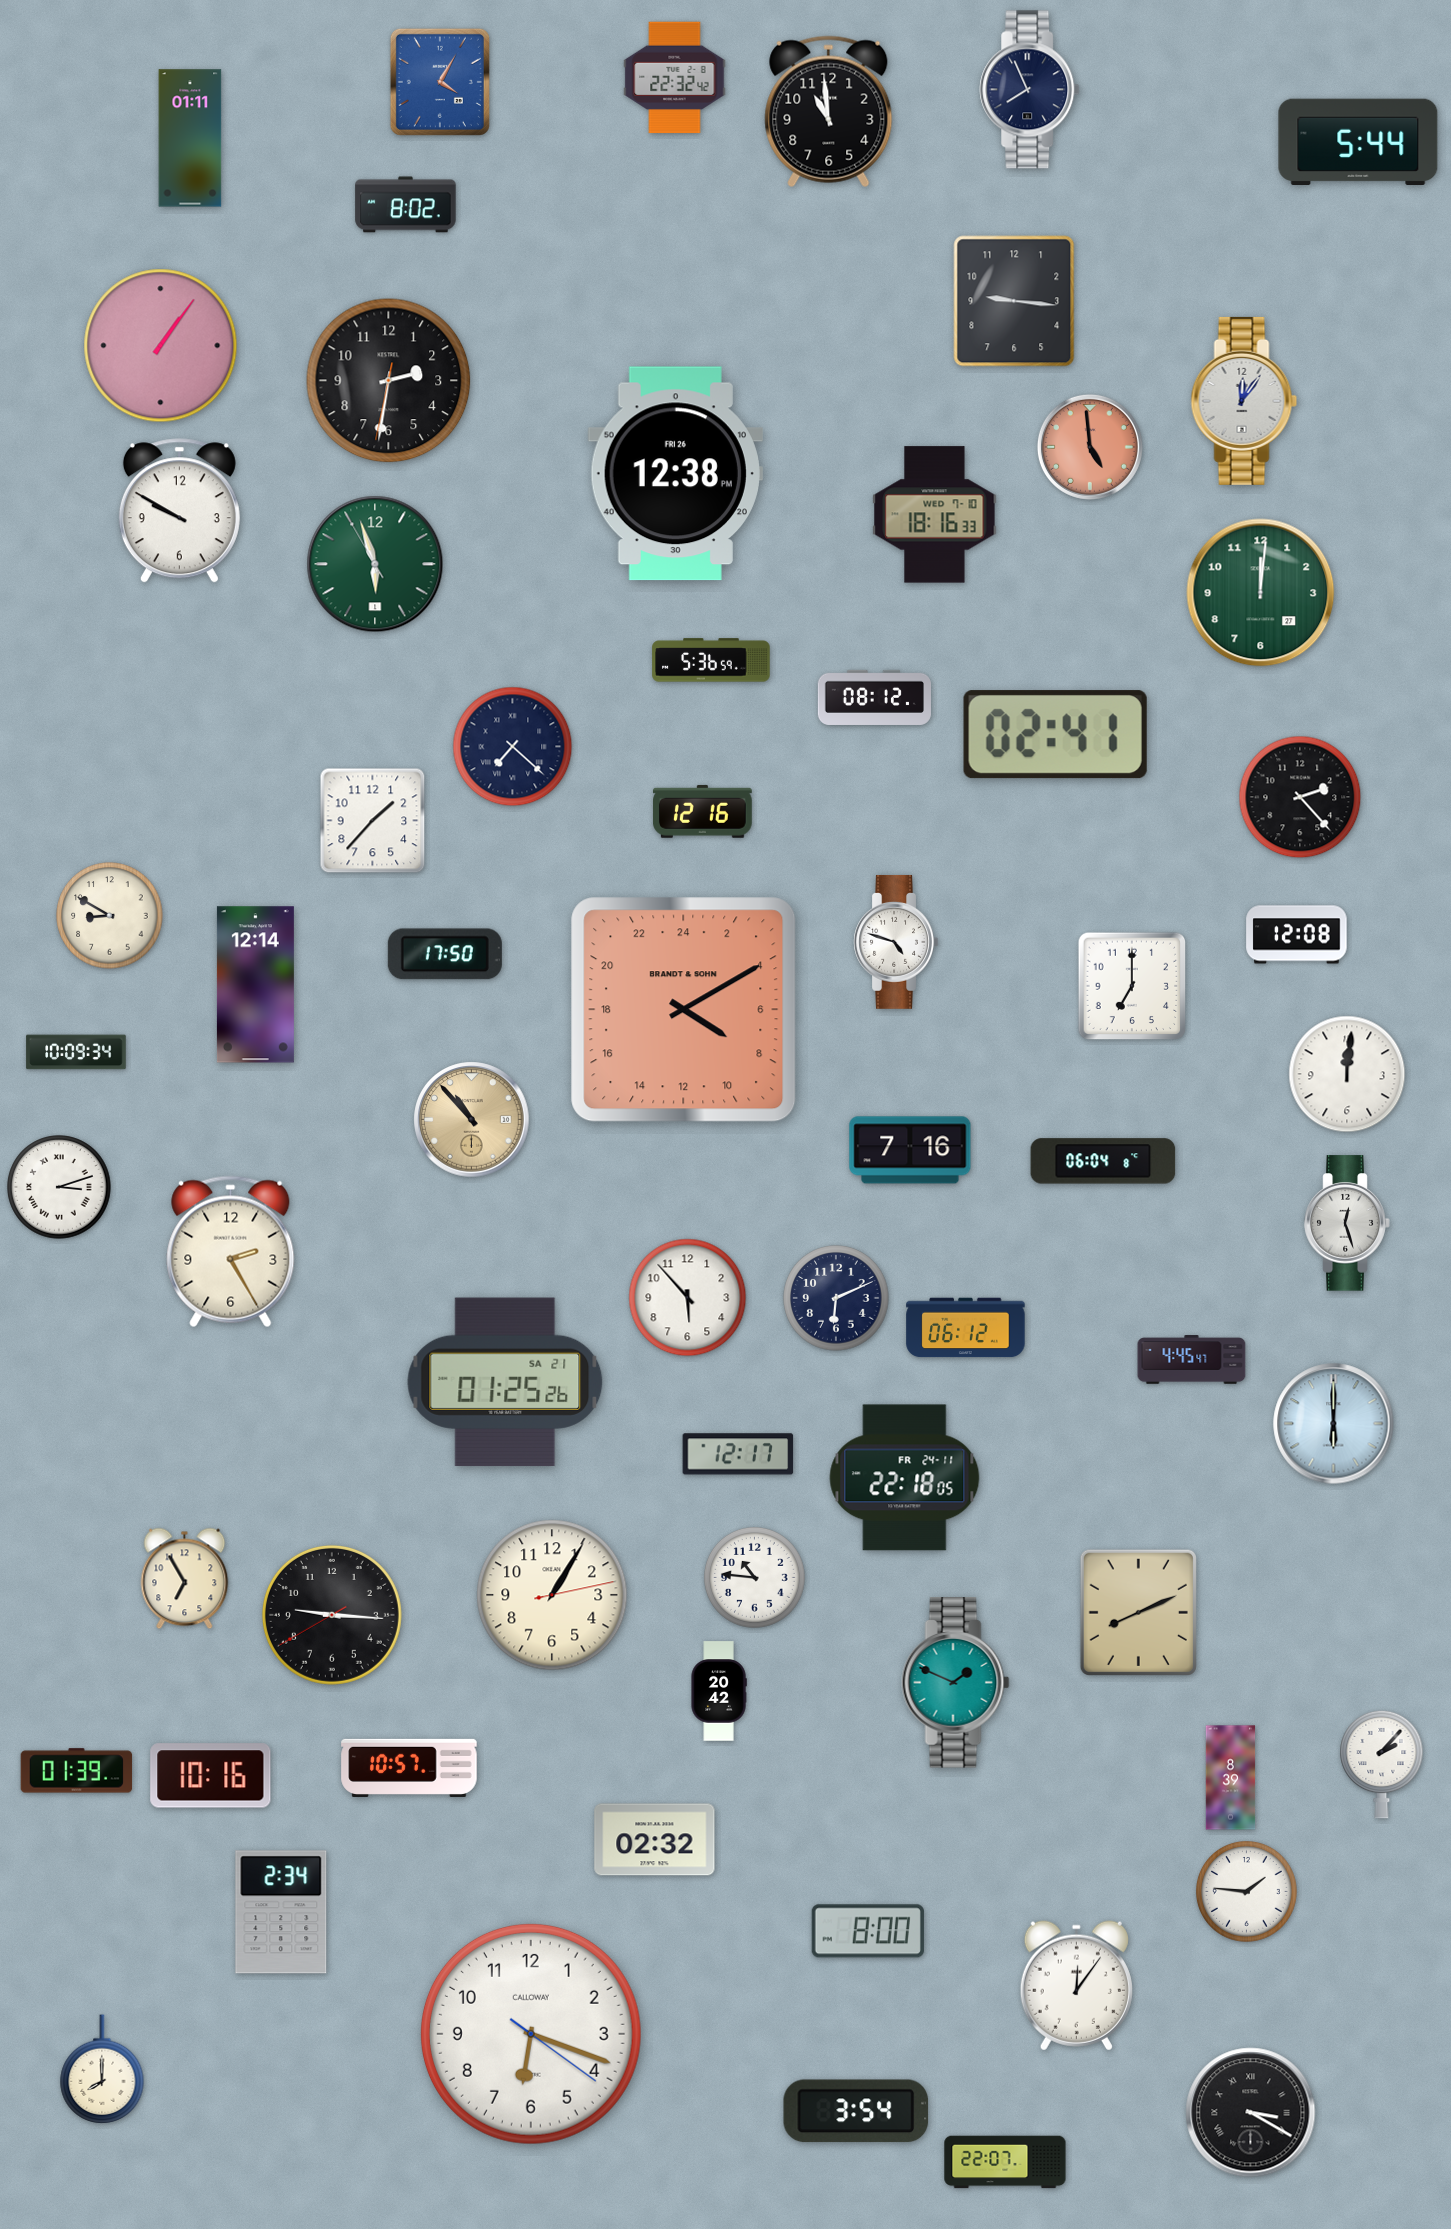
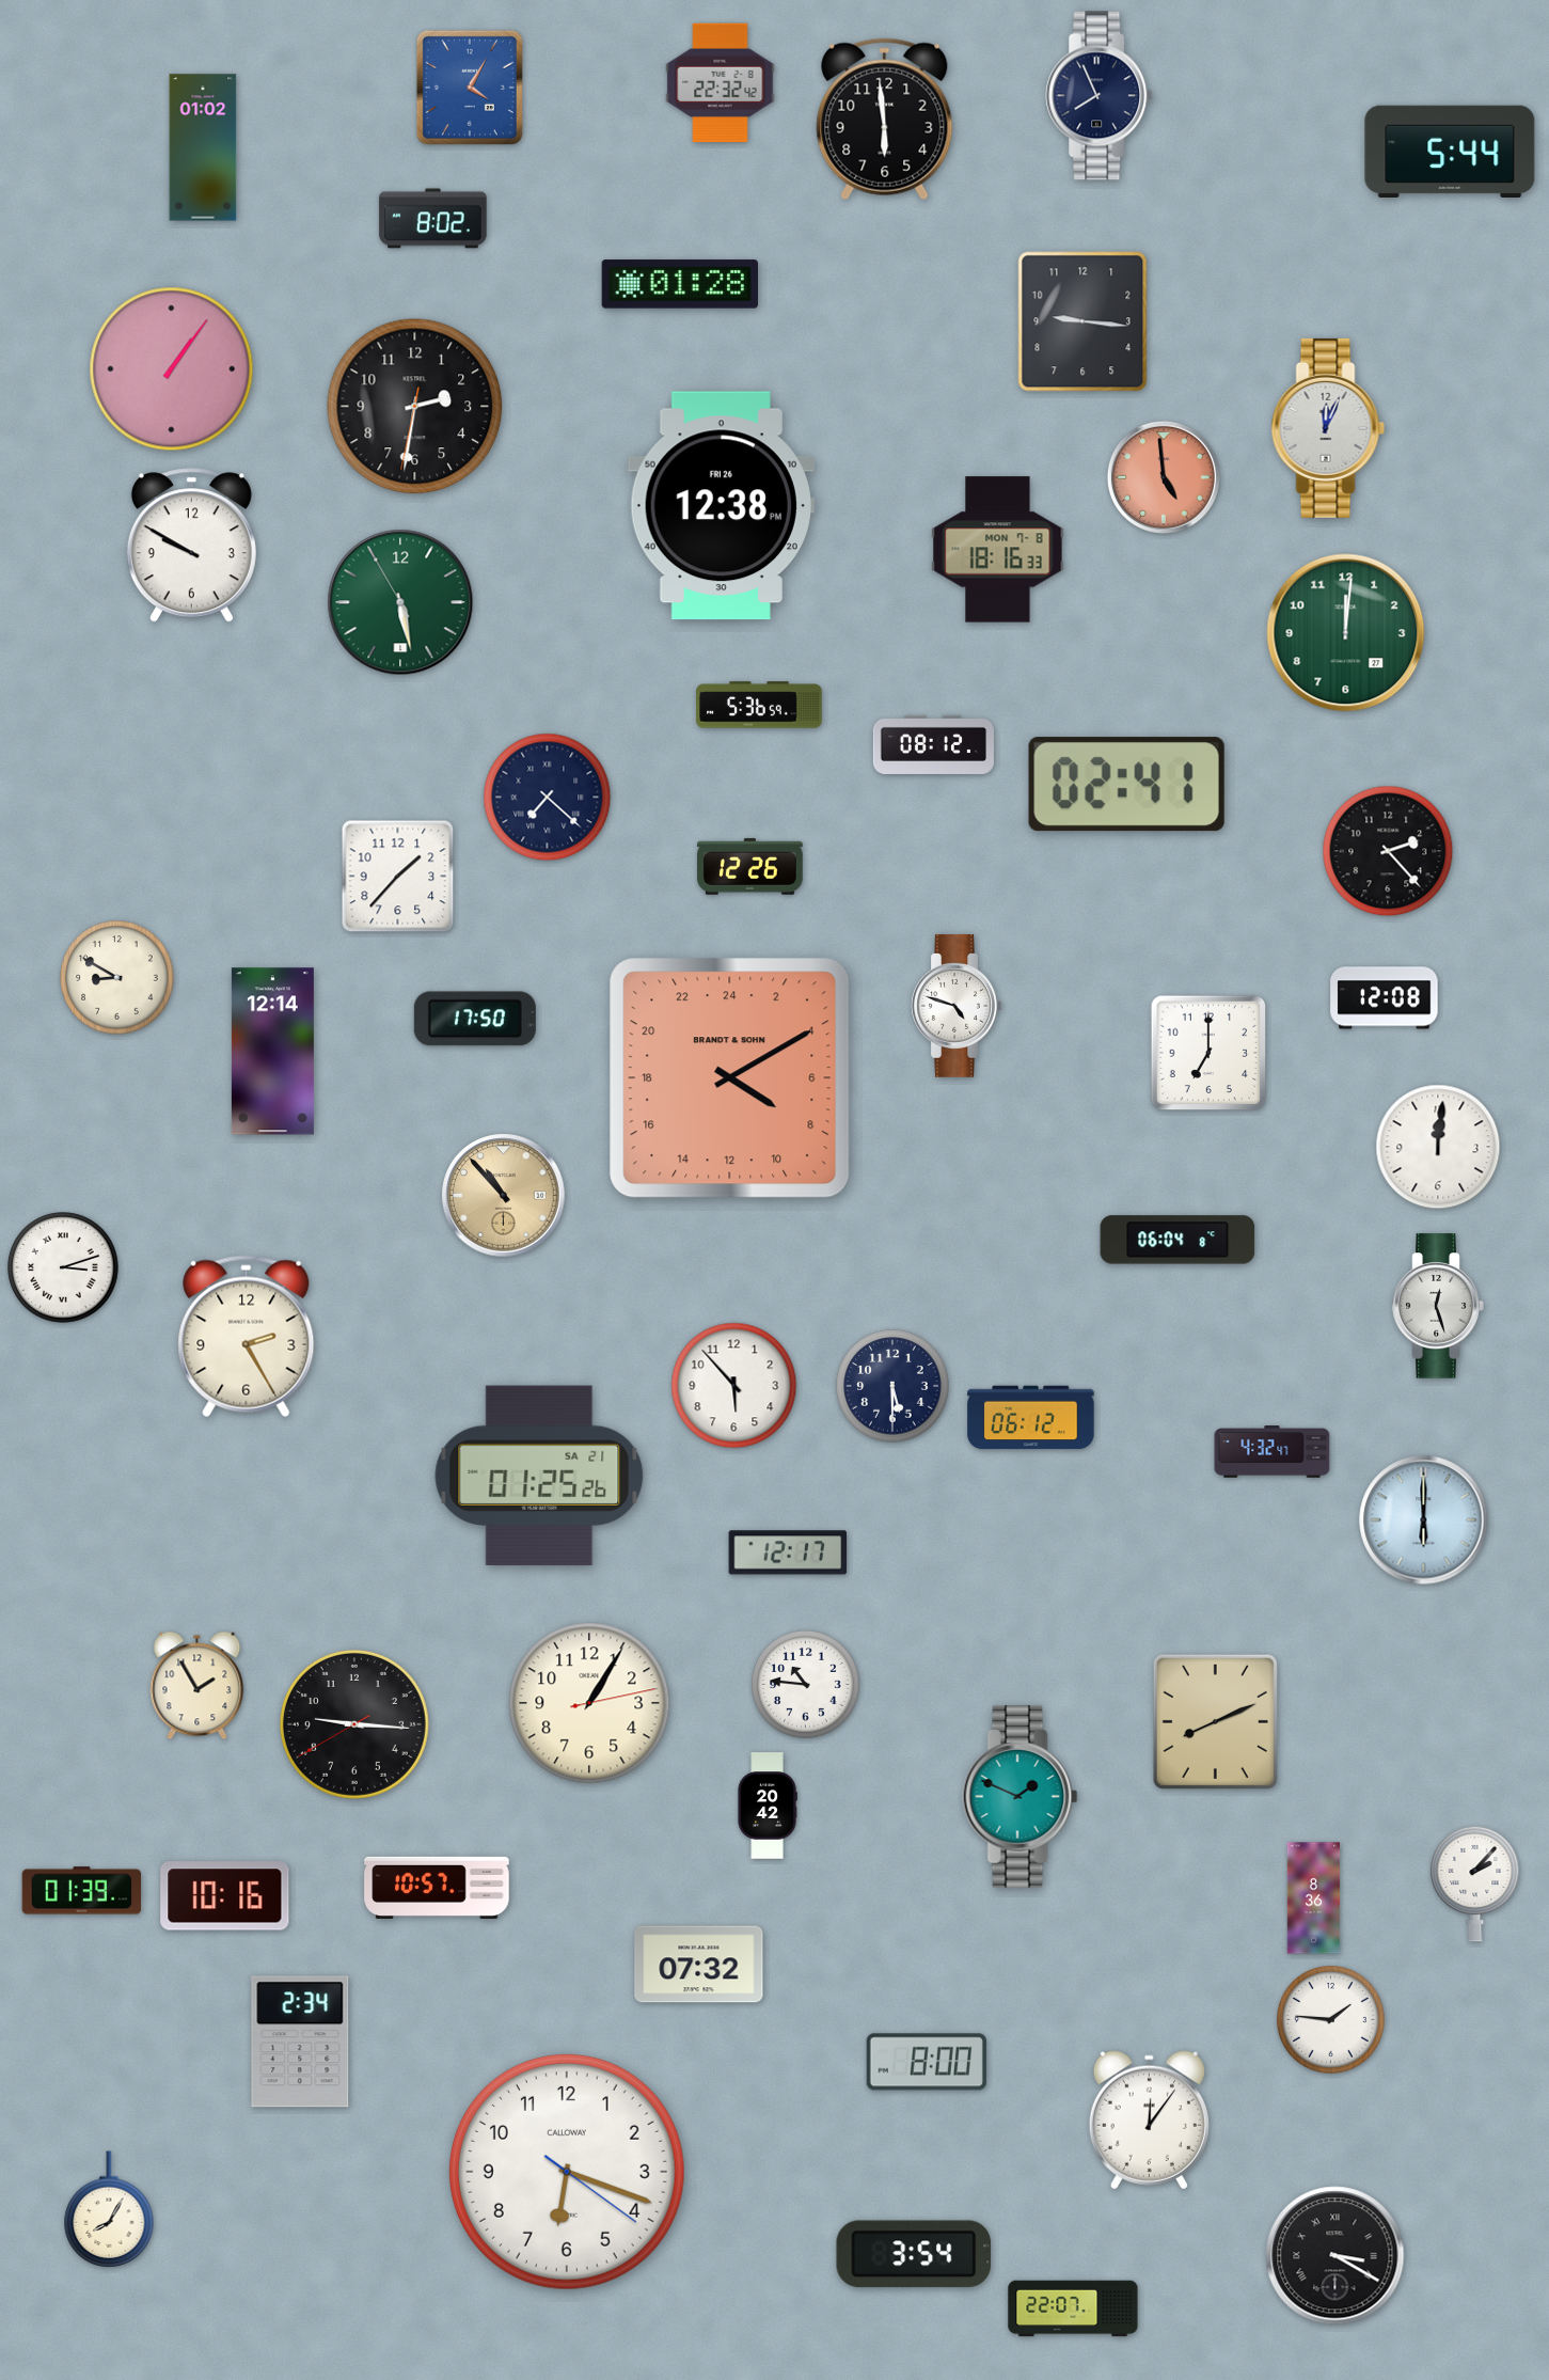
clock at (829, 112): 10:59 -> 5:59
clock at (190, 138): 01:11 -> 01:02
clock at (680, 284): none -> 01:28
clock at (1244, 401): 12:06 -> 12:04
clock at (935, 515) date: WED 7-10 -> MON 7-8
clock at (375, 564): 5:56 -> 5:27
clock at (703, 811): 12:16 -> 12:26
clock at (76, 1052): 10:09 -> none
clock at (910, 1150): 7:16 -> none
clock at (836, 1298): 6:11 -> 5:30
clock at (1192, 1360): 4:45 -> 4:32
clock at (905, 1478): 22:18 -> none
clock at (185, 1579): 6:55 -> 1:55
clock at (1231, 1778): 8:39 -> 8:36
clock at (655, 1840): 02:32 -> 07:32
clock at (102, 2069): 8:00 -> 8:05
